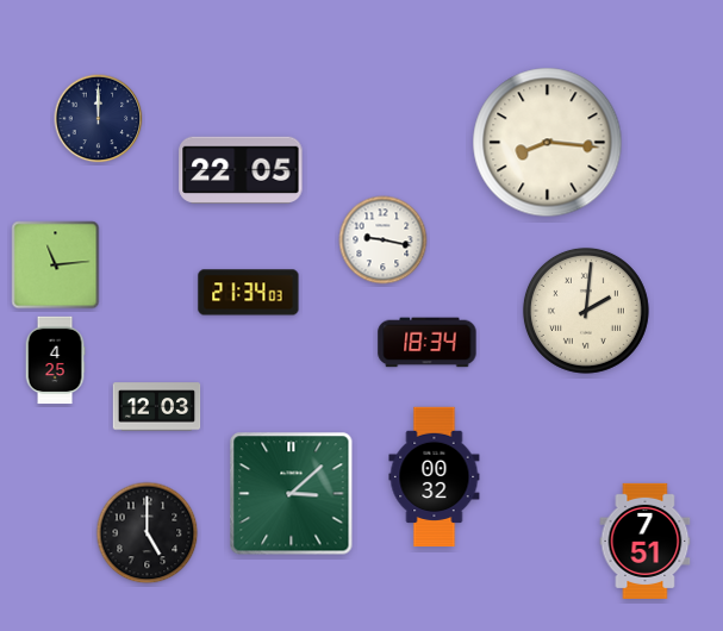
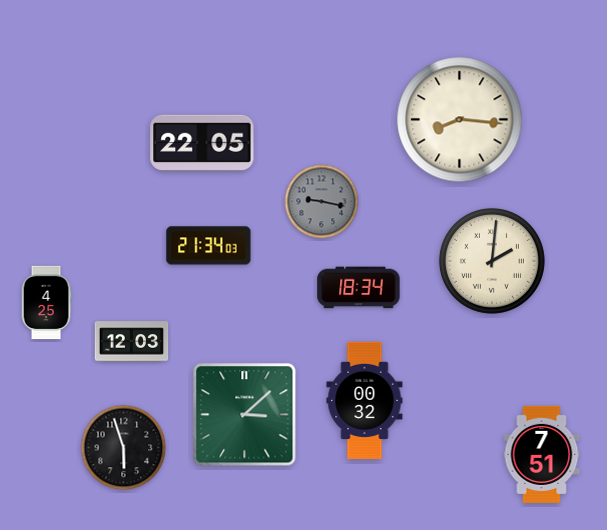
clock at (99, 119): 12:00 -> none
clock at (384, 240) dial: white -> grey
clock at (56, 265): 11:14 -> none
clock at (148, 533): 5:00 -> 5:57
